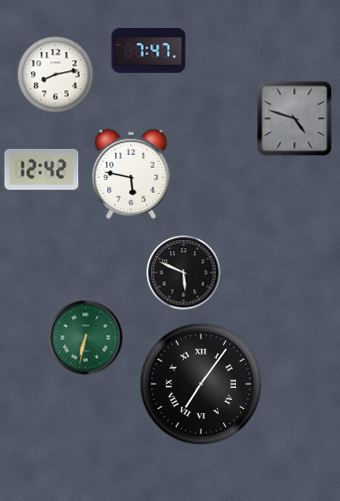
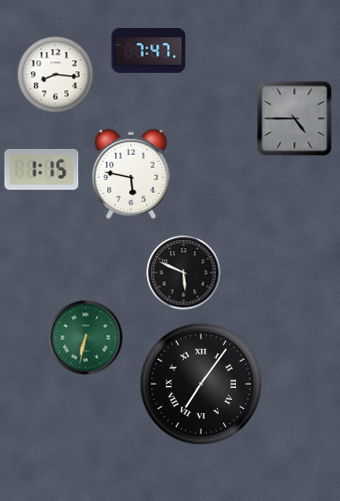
clock at (56, 75): 8:13 -> 8:16
clock at (295, 119): 4:48 -> 4:45
clock at (42, 169): 12:42 -> 1:15
